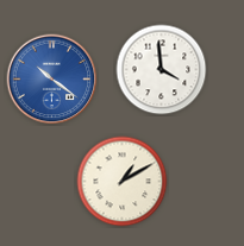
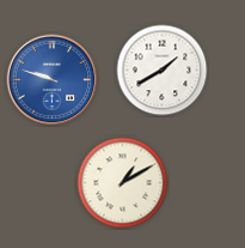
clock at (162, 70): 3:59 -> 1:40
clock at (52, 80): 10:21 -> 9:48
